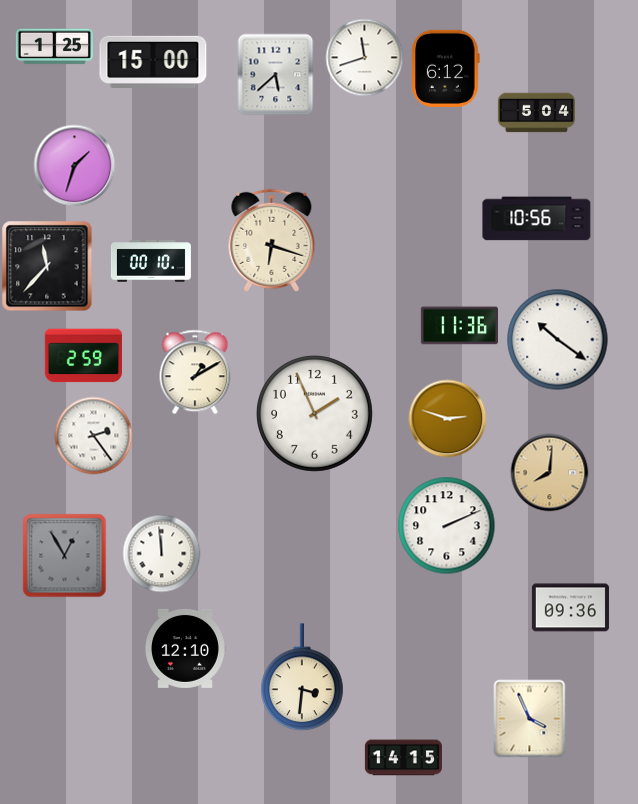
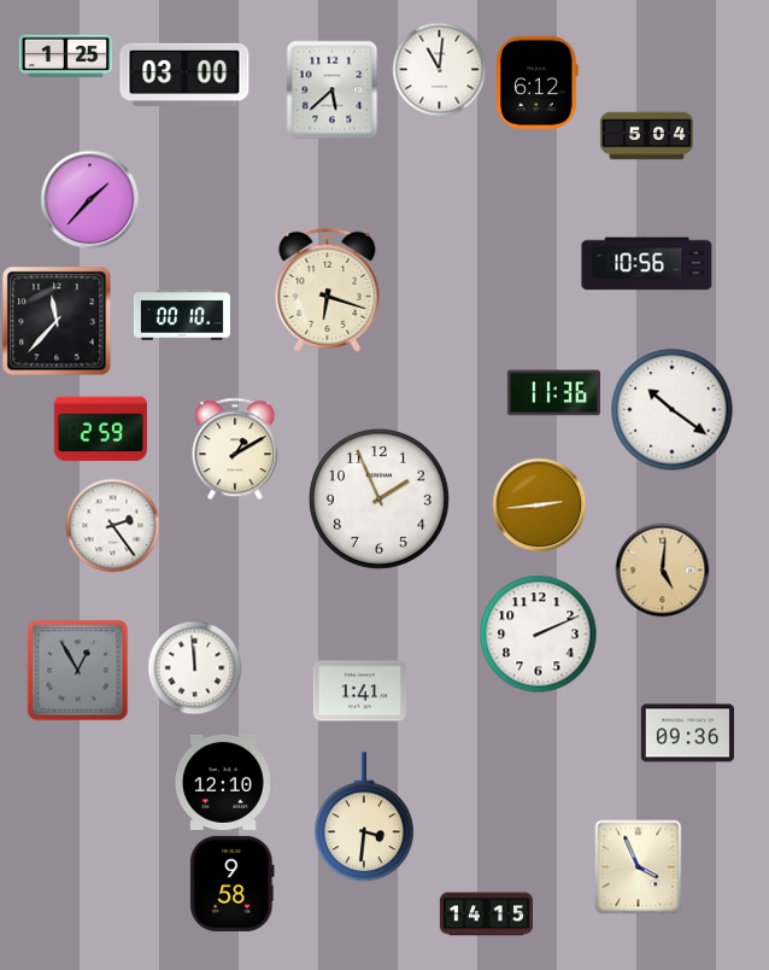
clock at (364, 57): 11:42 -> 11:01
clock at (153, 61): 15:00 -> 03:00
clock at (74, 165): 1:33 -> 1:37
clock at (447, 418): 2:48 -> 2:44
clock at (549, 472): 8:01 -> 5:01
clock at (359, 691): none -> 1:41
clock at (233, 883): none -> 9:58
